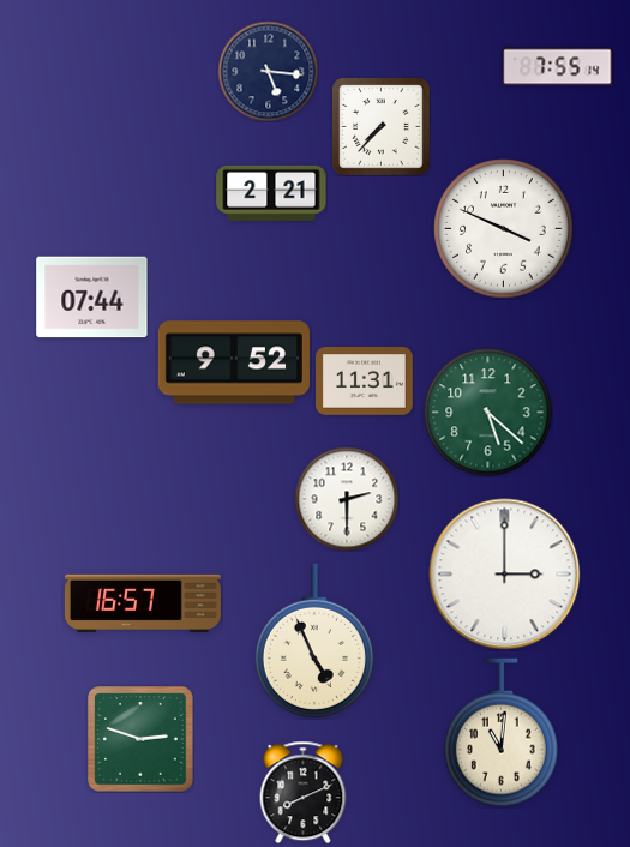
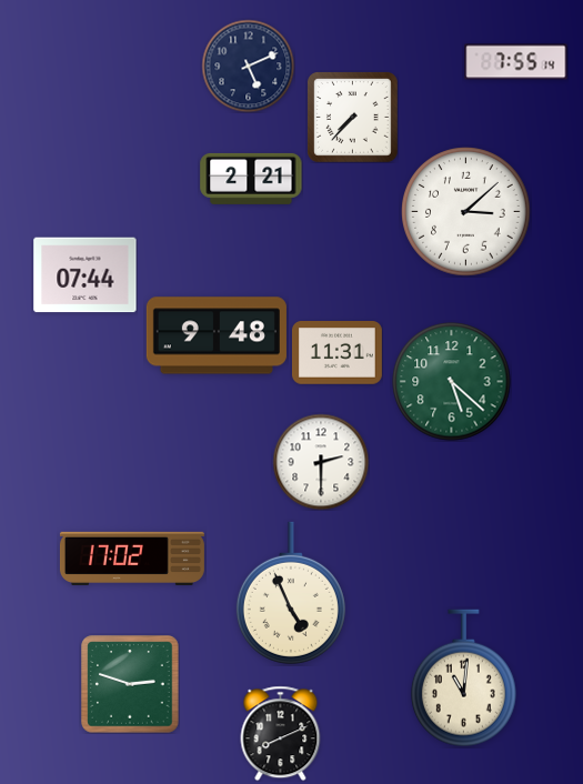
clock at (268, 71): 5:16 -> 5:11
clock at (504, 229): 3:49 -> 3:08
clock at (234, 362): 9:52 -> 9:48
clock at (505, 575): 3:00 -> none
clock at (143, 603): 16:57 -> 17:02
